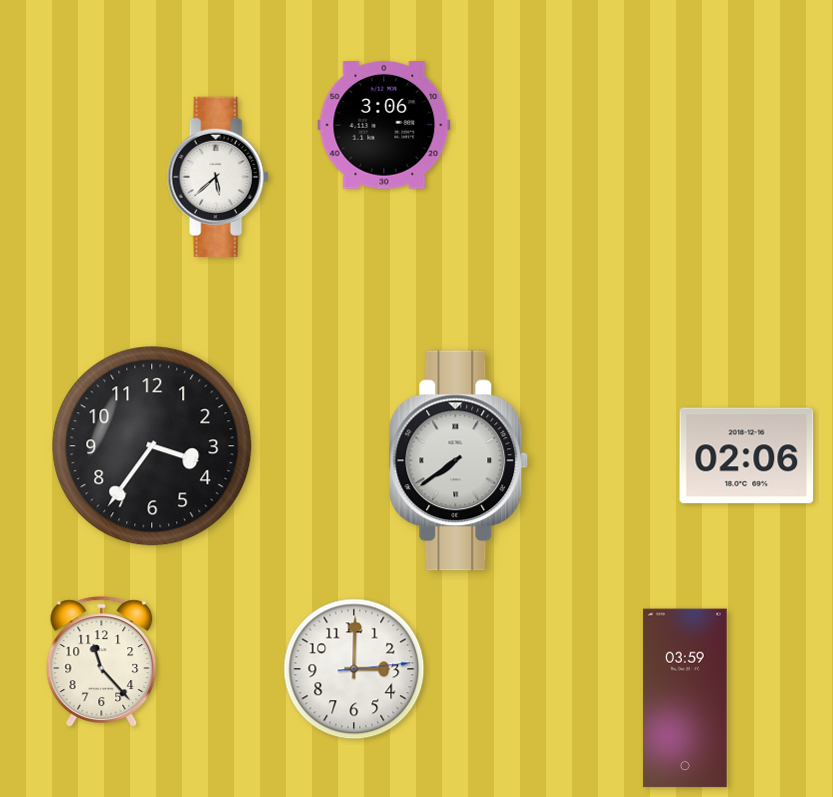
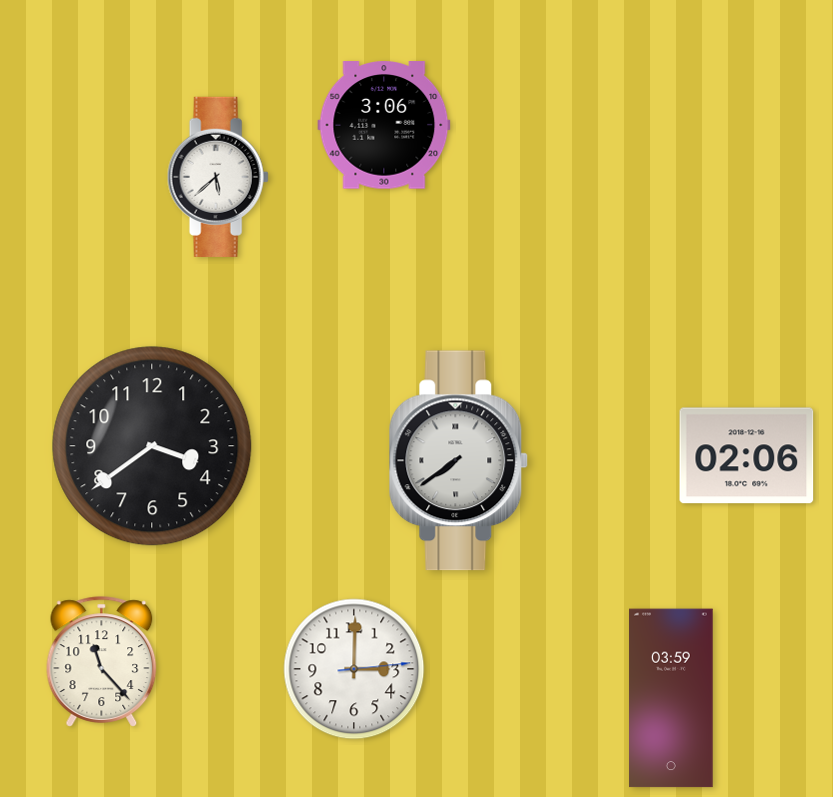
clock at (152, 446): 3:36 -> 3:39
clock at (685, 698) position: (685, 698) -> (671, 698)
